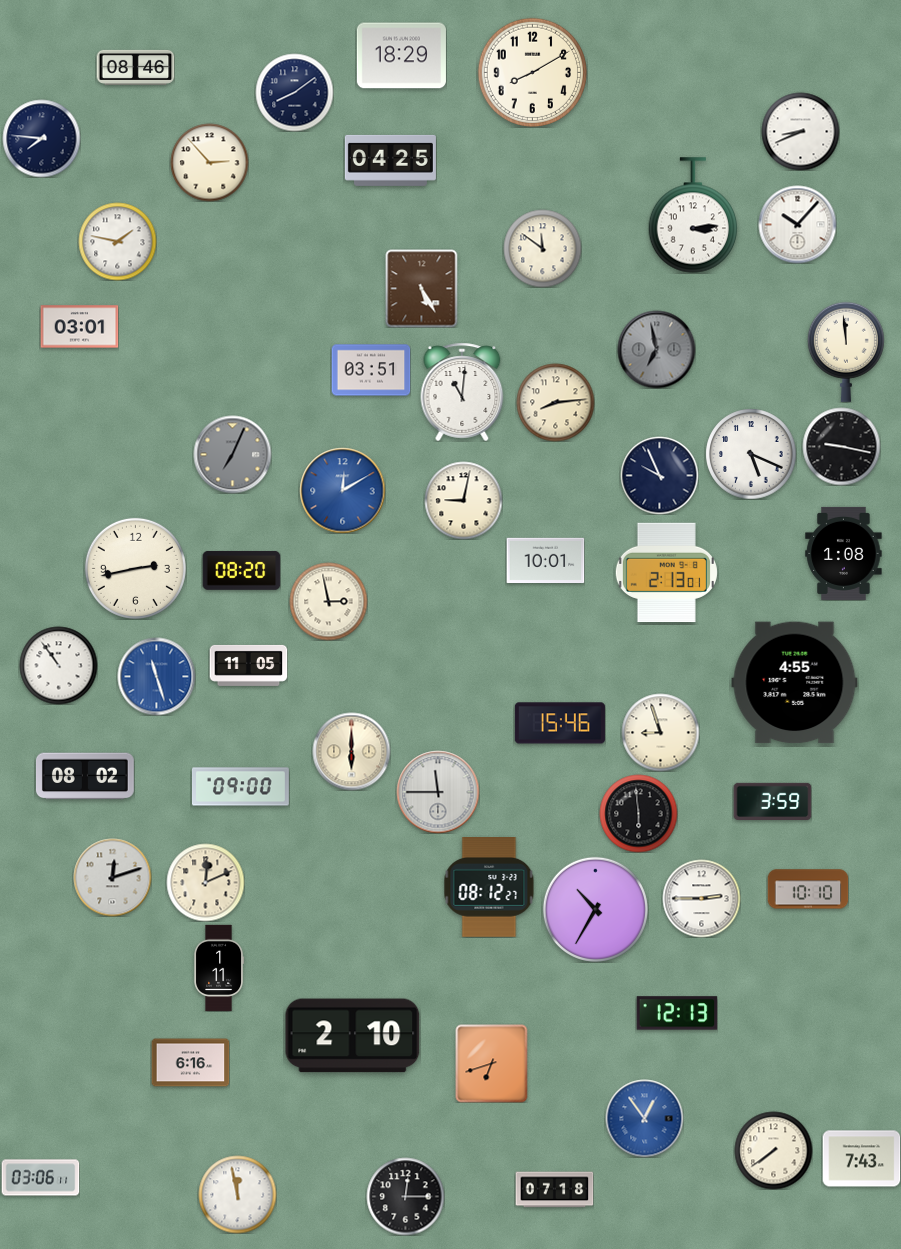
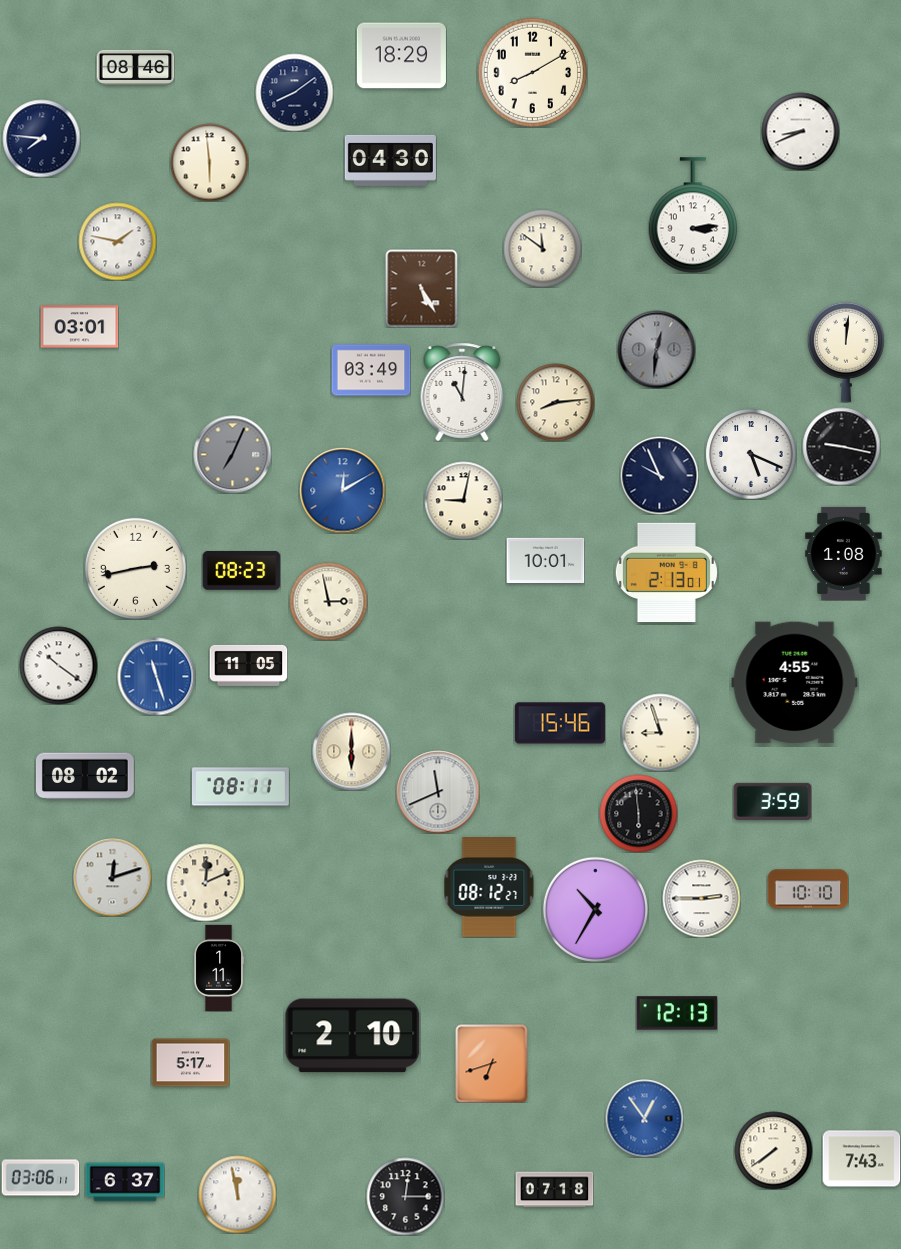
clock at (390, 160): 04:25 -> 04:30
clock at (209, 162): 2:53 -> 5:59
clock at (797, 224): 10:07 -> none
clock at (656, 349): 6:58 -> 12:31
clock at (846, 352): 11:59 -> 12:01
clock at (371, 370): 03:51 -> 03:49
clock at (241, 570): 08:20 -> 08:23
clock at (58, 665): 10:54 -> 10:21
clock at (240, 787): 09:00 -> 08:11
clock at (438, 792): 11:45 -> 11:41
clock at (190, 1063): 6:16 -> 5:17
clock at (125, 1182): none -> 6:37
